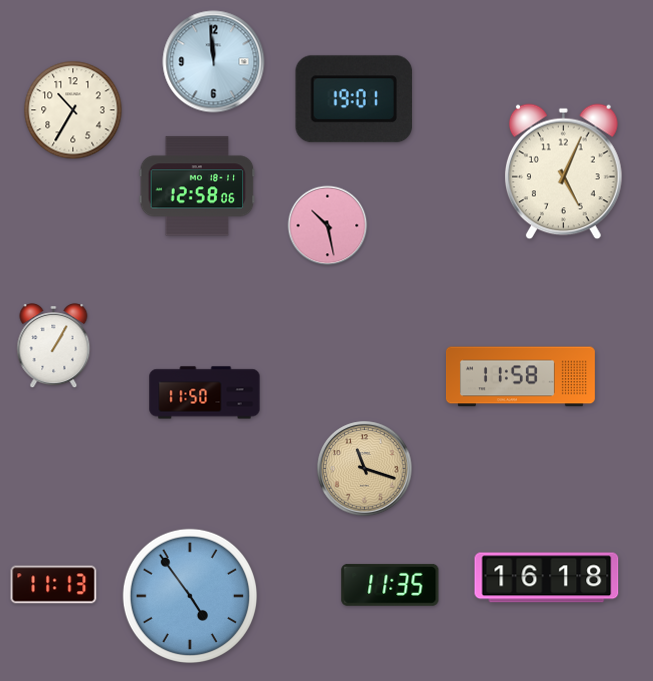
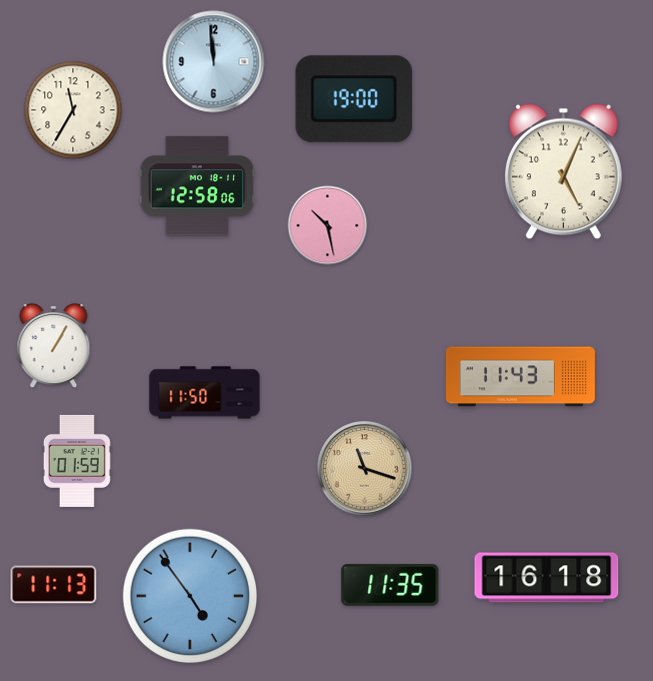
clock at (354, 99): 19:01 -> 19:00
clock at (73, 110): 10:35 -> 11:35
clock at (520, 377): 11:58 -> 11:43
clock at (77, 461): none -> 01:59
